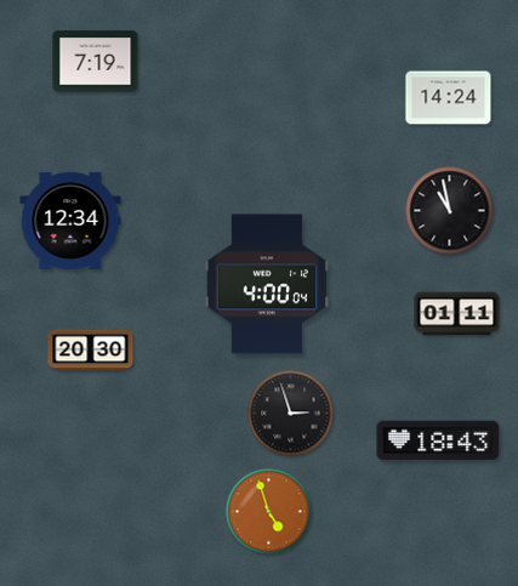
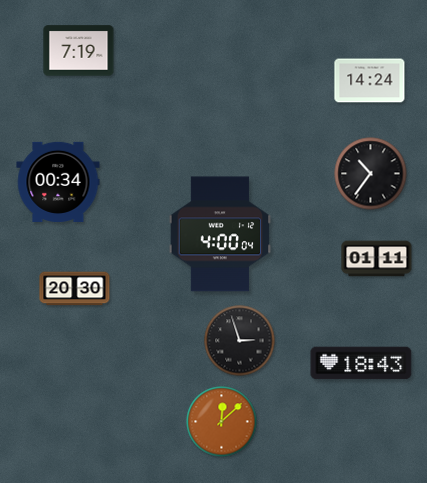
clock at (450, 211): 10:58 -> 10:36
clock at (70, 221): 12:34 -> 00:34
clock at (269, 512): 4:57 -> 12:08
